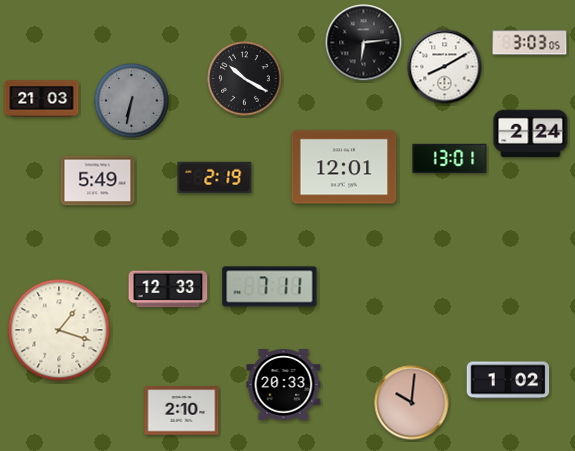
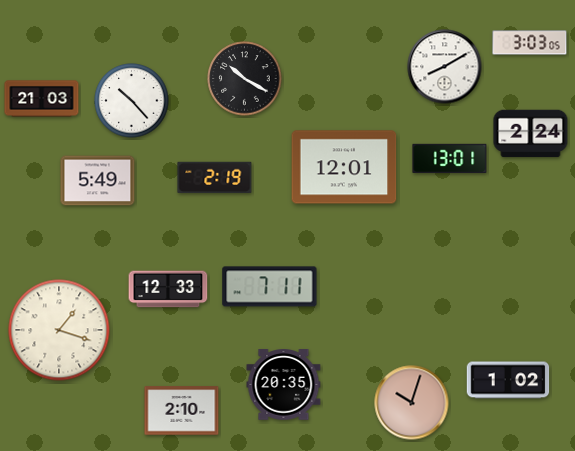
clock at (364, 43): 6:14 -> none
clock at (132, 101): 6:32 -> 10:23
clock at (132, 101) dial: grey -> white
clock at (284, 385): 20:33 -> 20:35
clock at (412, 403): 10:01 -> 10:03
